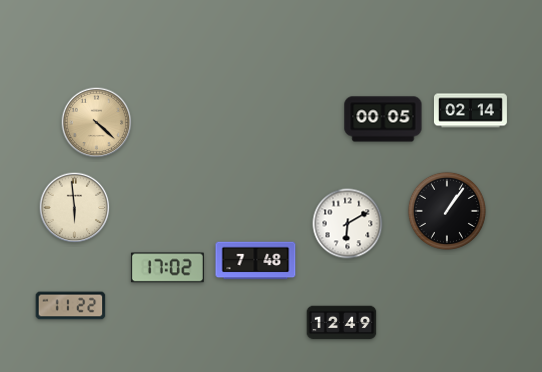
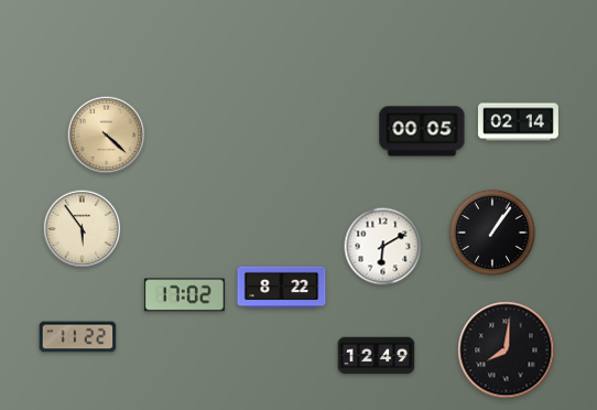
clock at (75, 208): 5:59 -> 5:54
clock at (256, 261): 7:48 -> 8:22
clock at (507, 350): none -> 8:01
